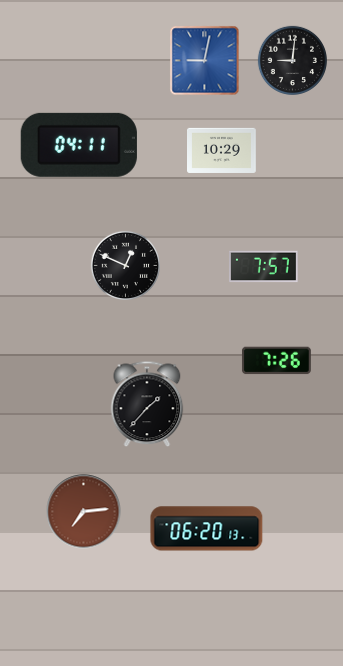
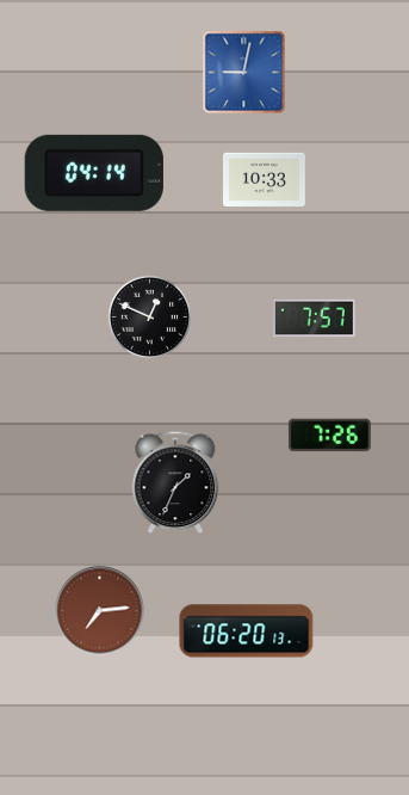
clock at (292, 60): 9:01 -> none
clock at (79, 145): 04:11 -> 04:14
clock at (222, 150): 10:29 -> 10:33
clock at (276, 361) position: (276, 361) -> (329, 436)
clock at (147, 404): 1:37 -> 1:34
